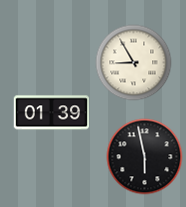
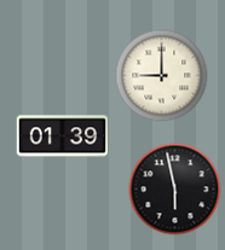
clock at (134, 63): 8:55 -> 9:00
